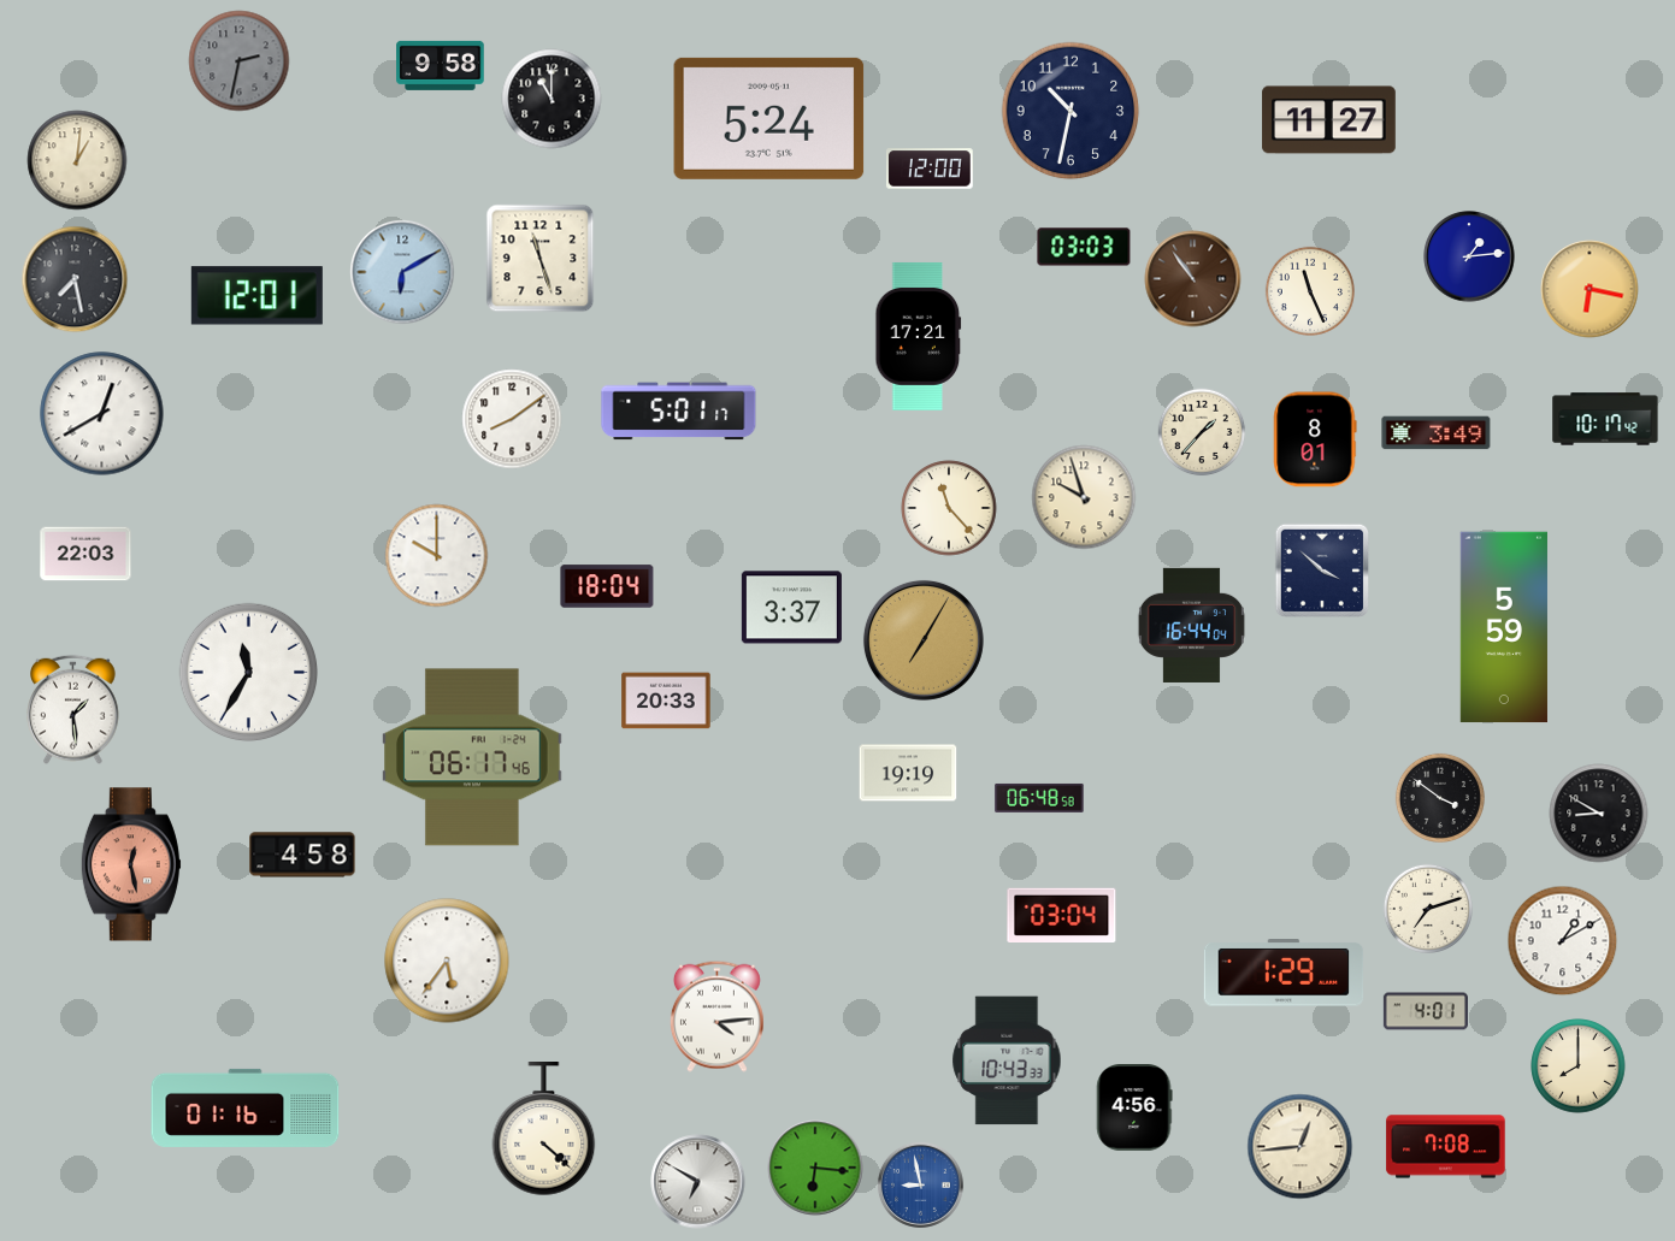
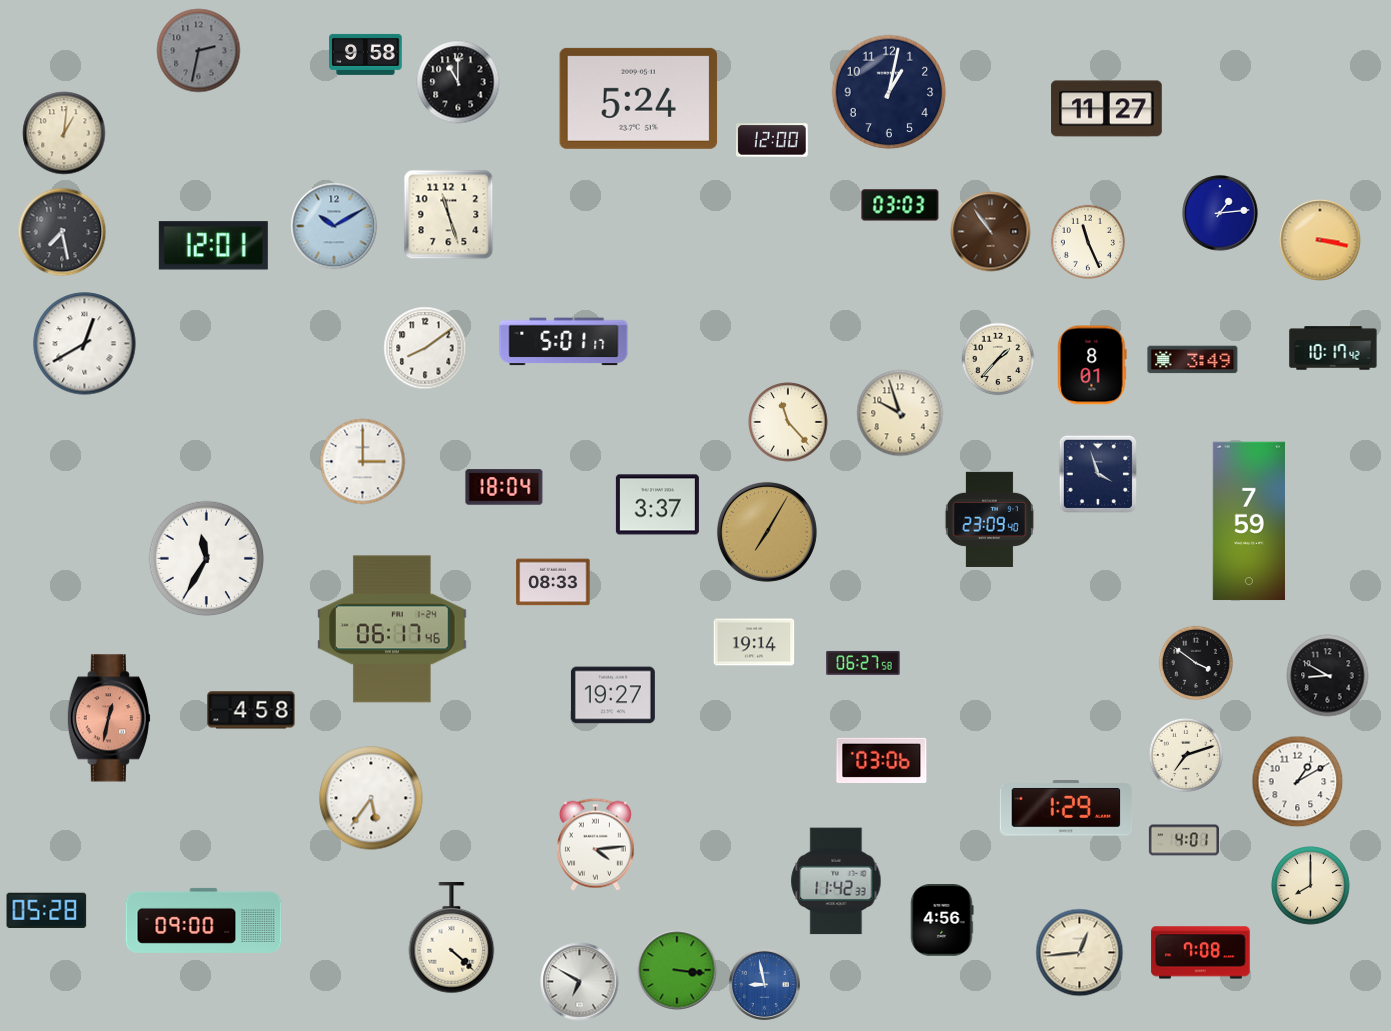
clock at (1071, 111): 10:32 -> 1:02
clock at (1329, 120) position: (1329, 120) -> (1107, 109)
clock at (402, 272): 6:10 -> 10:10
clock at (1590, 289): 6:17 -> 3:17
clock at (919, 336): 17:21 -> none
clock at (85, 554): 22:03 -> none
clock at (437, 556): 10:00 -> 3:00
clock at (1321, 569): 3:52 -> 3:57
clock at (1191, 625): 16:44 -> 23:09
clock at (1504, 627): 5:59 -> 7:59
clock at (666, 701): 20:33 -> 08:33
clock at (73, 709): 1:29 -> none
clock at (908, 773): 19:19 -> 19:14
clock at (1039, 798): 06:48 -> 06:27
clock at (613, 695): none -> 19:27
clock at (131, 864): 12:28 -> 12:32
clock at (1062, 915): 03:04 -> 03:06
clock at (1007, 1060): 10:43 -> 11:42
clock at (47, 910): none -> 05:28
clock at (246, 1107): 01:16 -> 09:00
clock at (815, 1168): 6:16 -> 3:16
